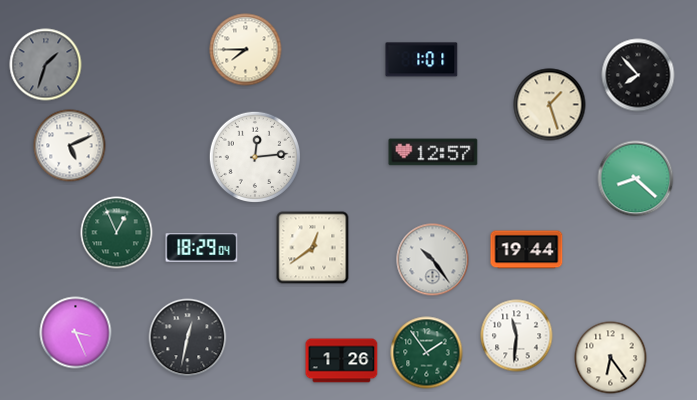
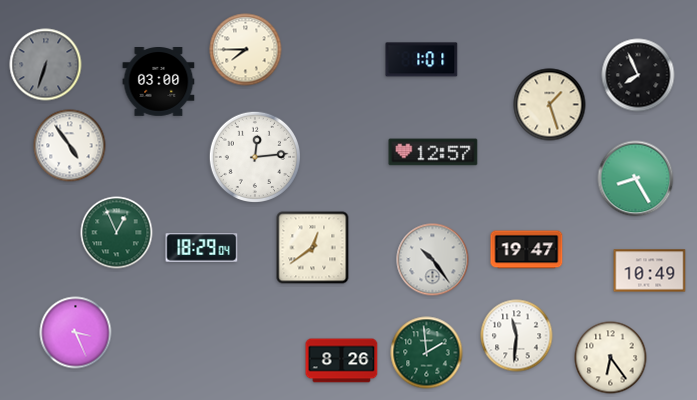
clock at (46, 65): 1:33 -> 6:33
clock at (638, 75): 7:53 -> 7:56
clock at (159, 82): none -> 03:00
clock at (70, 146): 5:11 -> 4:54
clock at (636, 179): 8:22 -> 8:25
clock at (527, 250): 19:44 -> 19:47
clock at (650, 271): none -> 10:49
clock at (188, 338): 12:32 -> none
clock at (427, 353): 1:54 -> 1:59
clock at (342, 361): 1:26 -> 8:26
